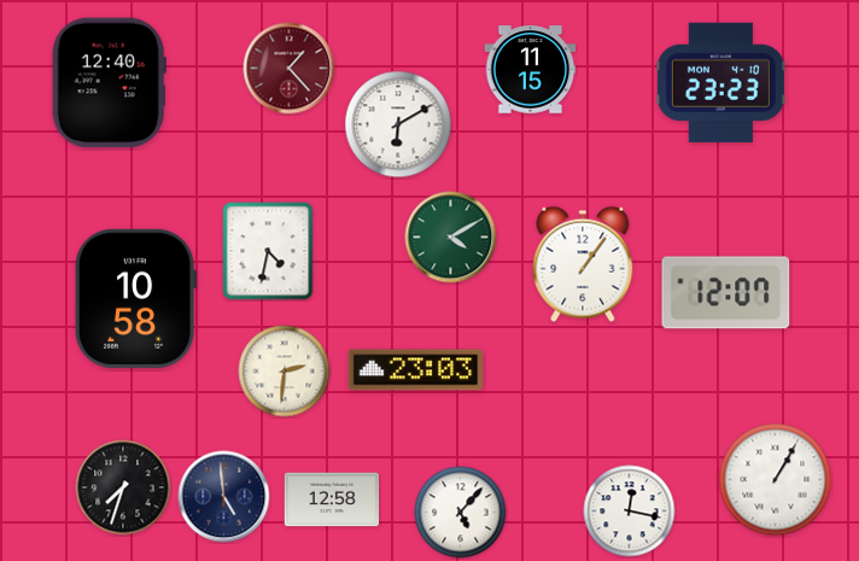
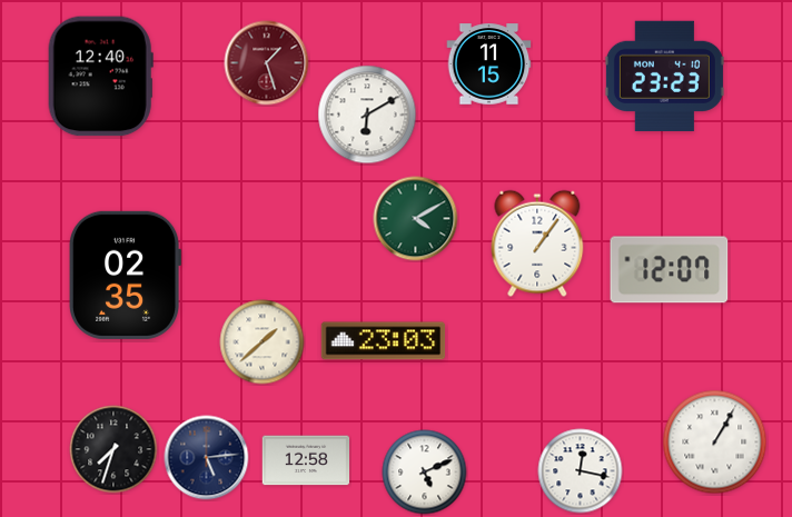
clock at (290, 69): 1:23 -> 1:27
clock at (268, 251): 4:32 -> none
clock at (136, 298): 10:58 -> 02:35
clock at (285, 372): 2:31 -> 1:38
clock at (224, 497): 4:59 -> 5:14
clock at (461, 513): 5:07 -> 5:11
